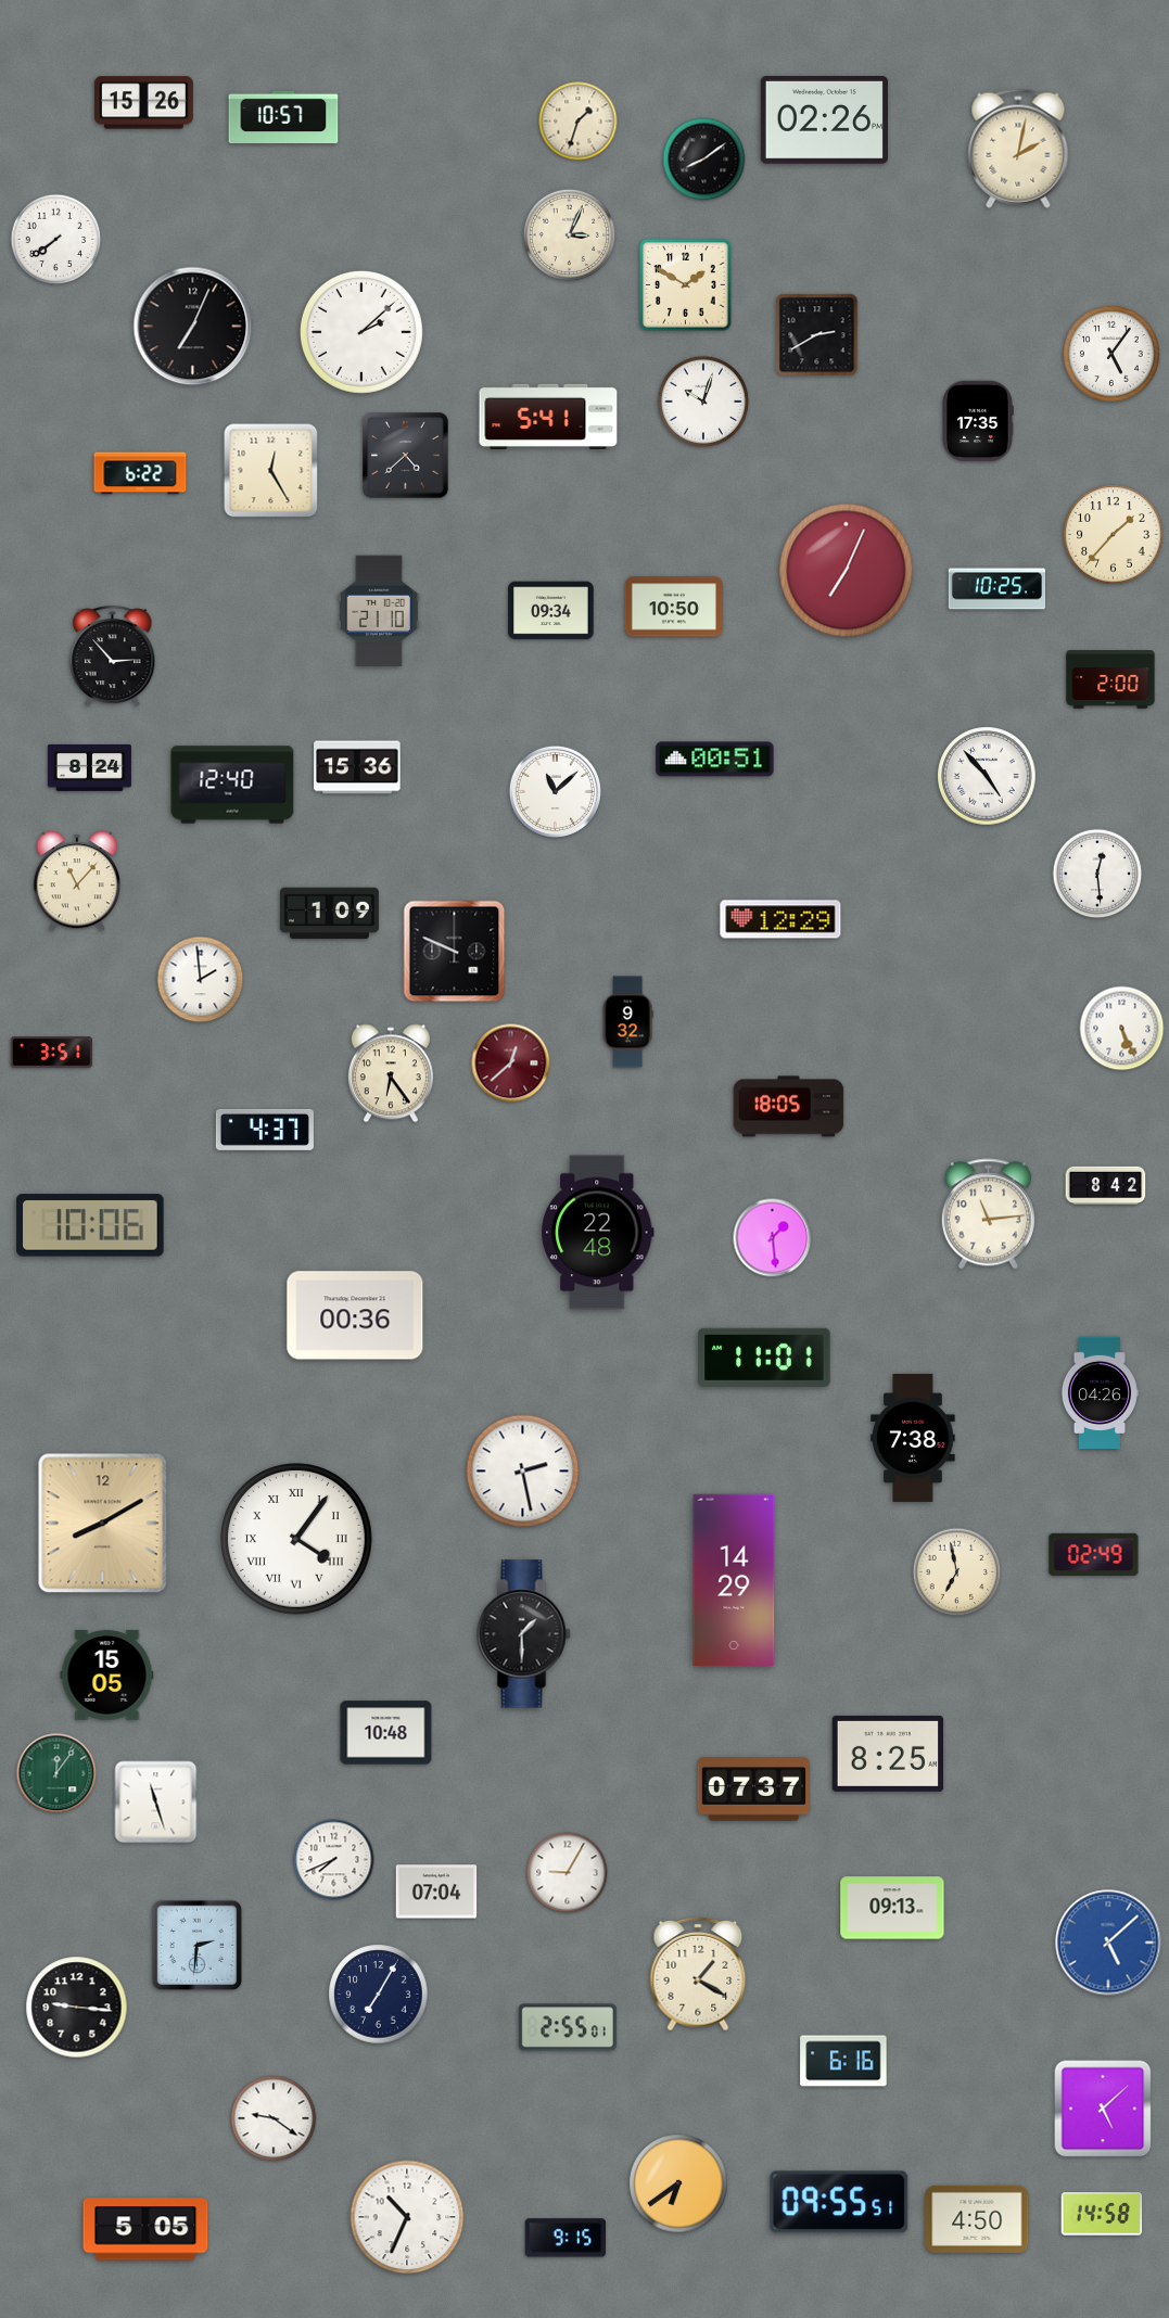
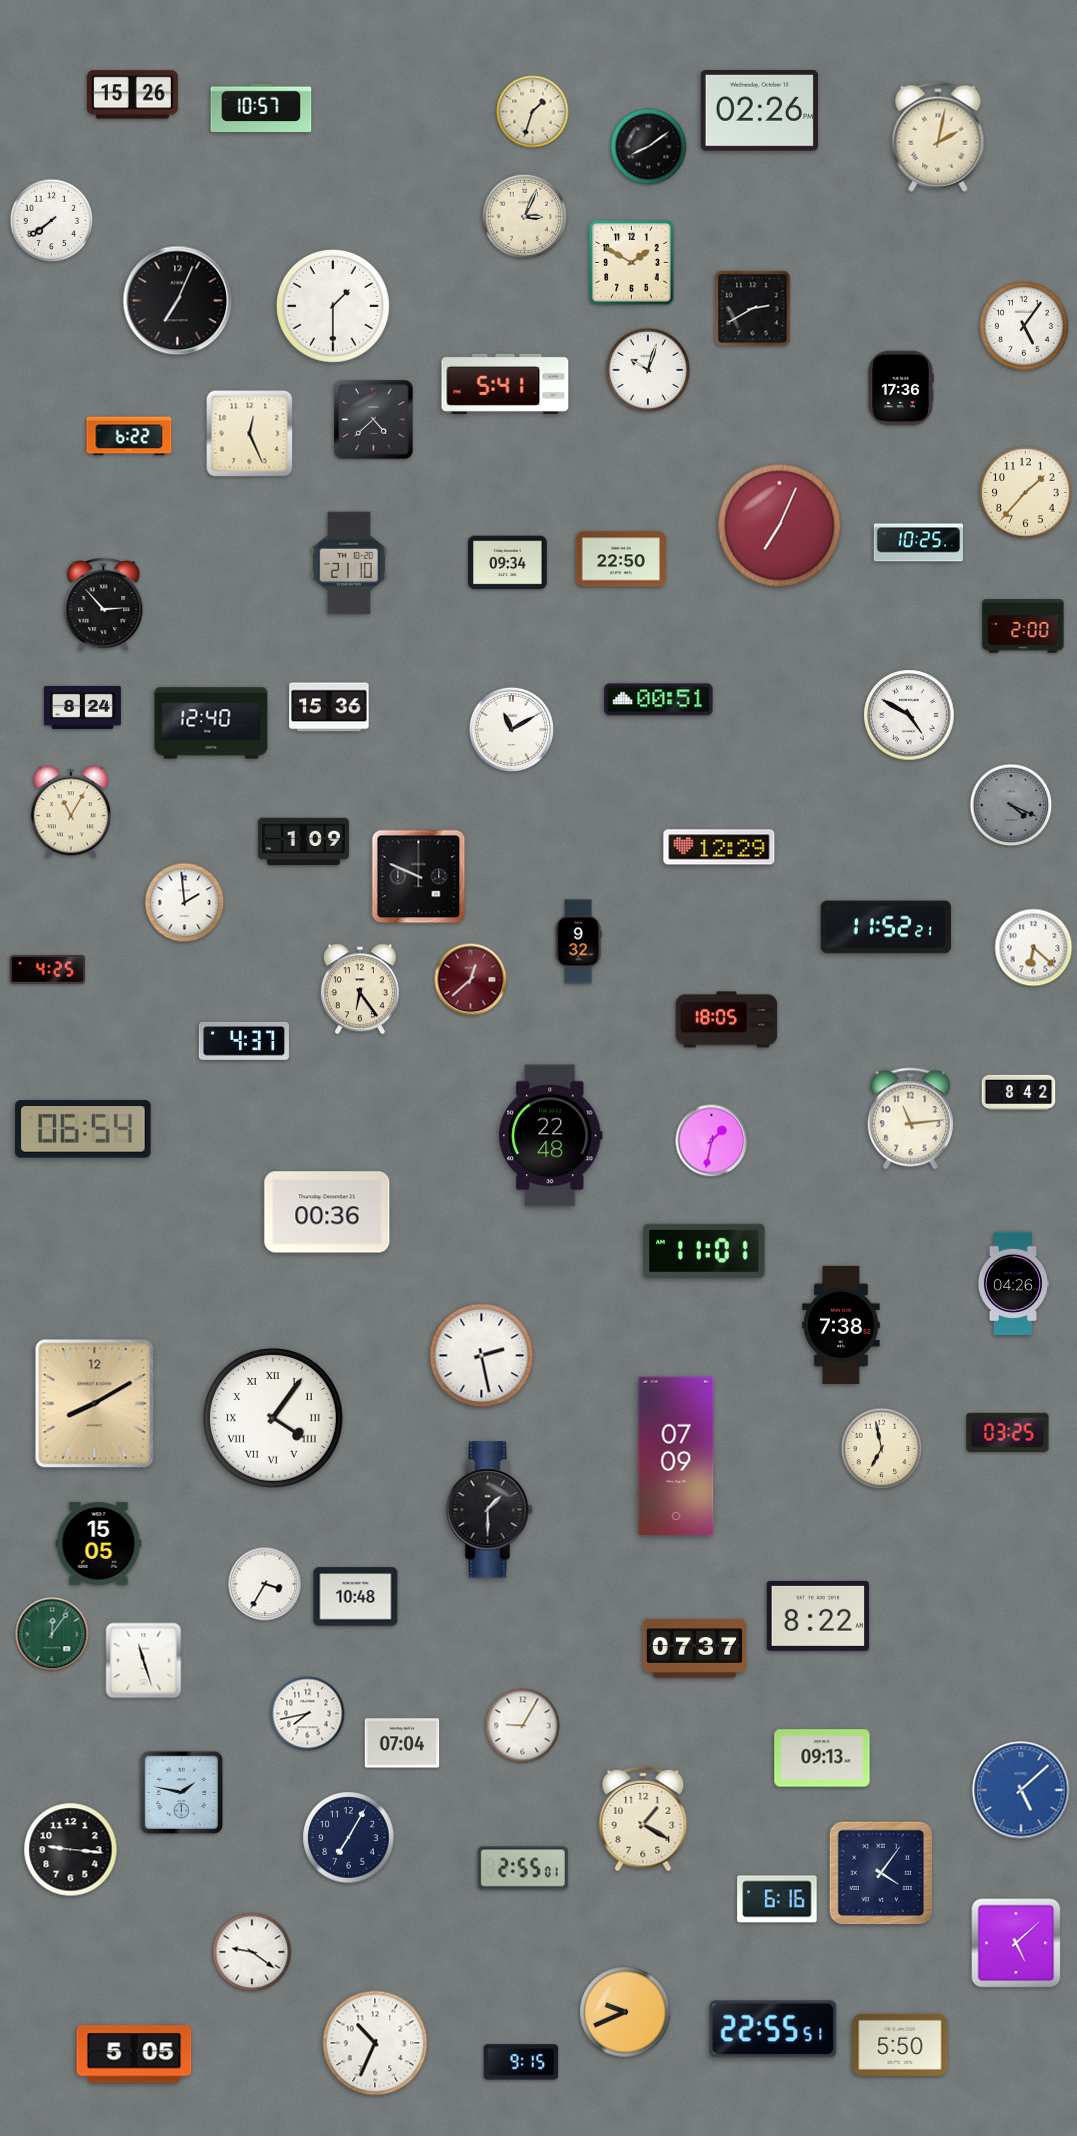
clock at (361, 332): 2:08 -> 1:30
clock at (978, 421): 17:35 -> 17:36
clock at (271, 471): 12:25 -> 12:26
clock at (674, 607): 10:50 -> 22:50
clock at (987, 776): 4:53 -> 4:50
clock at (232, 785) position: (232, 785) -> (211, 723)
clock at (555, 791): 11:08 -> 11:10
clock at (1097, 874): 12:29 -> 4:19
clock at (1097, 874) dial: white -> grey
clock at (77, 881): 11:07 -> 11:05
clock at (886, 927): none -> 11:52
clock at (1122, 1029): 5:26 -> 6:22
clock at (52, 1053): 3:51 -> 4:25
clock at (90, 1225): 10:06 -> 06:54
clock at (773, 1238): 1:29 -> 1:32
clock at (1094, 1554): 02:49 -> 03:25
clock at (734, 1580): 14:29 -> 07:09
clock at (524, 1634) position: (524, 1634) -> (490, 1510)
clock at (265, 1584): none -> 3:35
clock at (888, 1754): 8:25 -> 8:22
clock at (334, 1860): 7:41 -> 7:43
clock at (198, 1946): 2:31 -> 1:47
clock at (880, 1872): none -> 4:06
clock at (678, 2183): 6:39 -> 9:41
clock at (839, 2202): 09:55 -> 22:55
clock at (1102, 2214): 14:58 -> none
clock at (977, 2219): 4:50 -> 5:50
